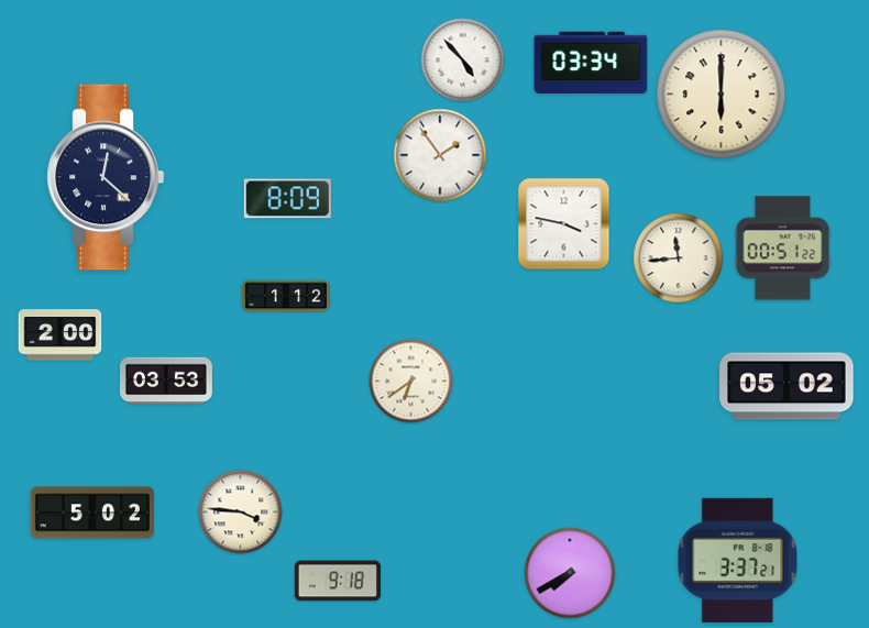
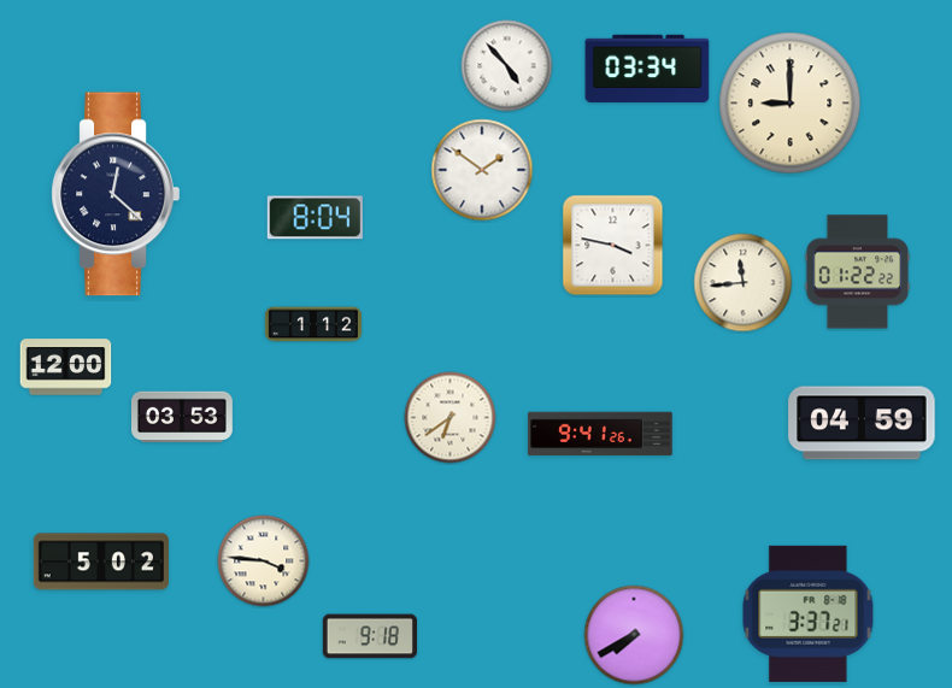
clock at (722, 95): 6:00 -> 9:00
clock at (440, 155): 1:54 -> 1:51
clock at (287, 199): 8:09 -> 8:04
clock at (564, 224) position: (564, 224) -> (613, 246)
clock at (783, 249): 00:51 -> 01:22
clock at (61, 335): 2:00 -> 12:00
clock at (787, 386): 05:02 -> 04:59
clock at (600, 434): none -> 9:41
clock at (570, 573) position: (570, 573) -> (634, 635)
